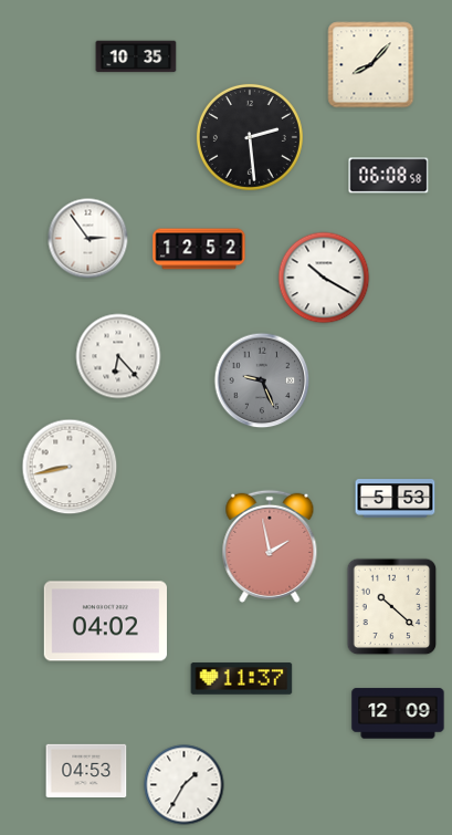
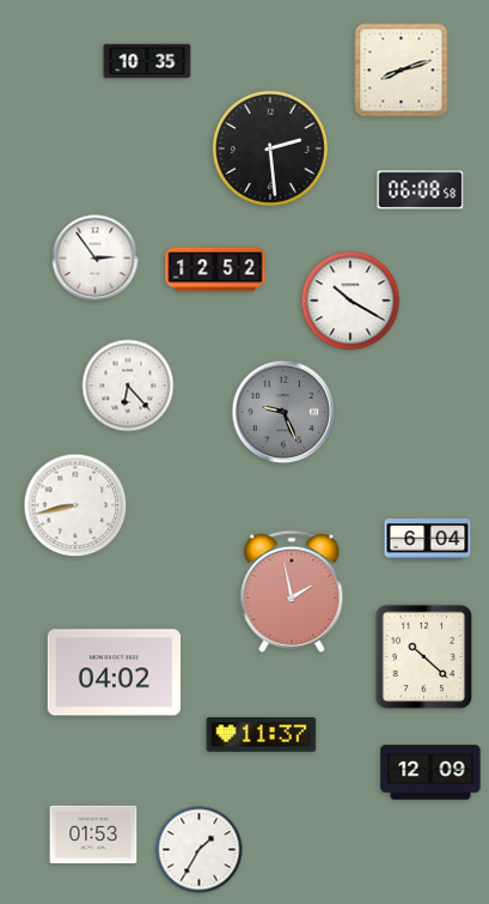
clock at (371, 65): 8:07 -> 8:12
clock at (396, 499): 5:53 -> 6:04
clock at (86, 771): 04:53 -> 01:53
